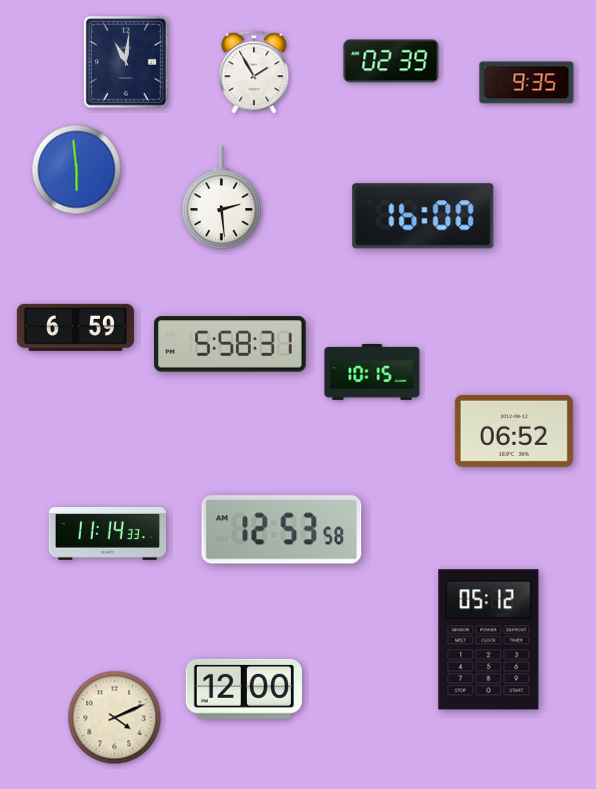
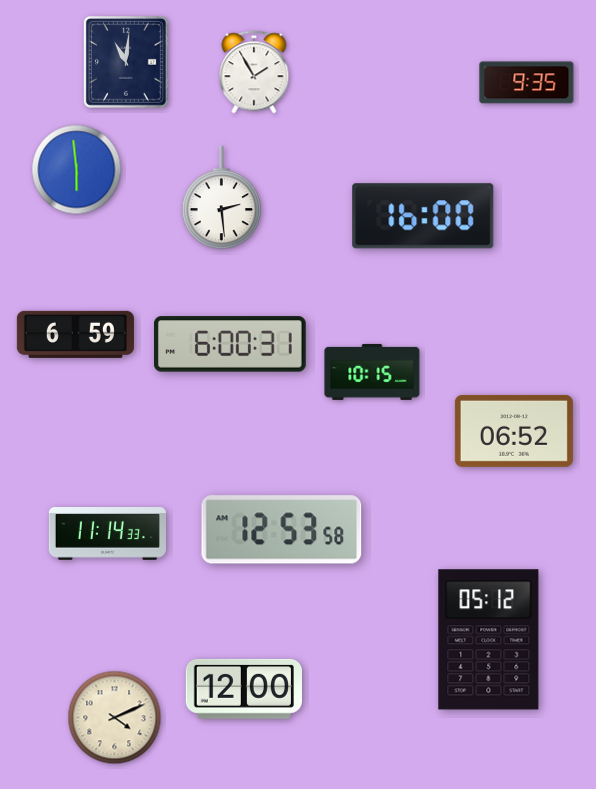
clock at (391, 61): 02:39 -> none
clock at (75, 327) position: (75, 327) -> (75, 334)
clock at (231, 344): 5:58 -> 6:00
